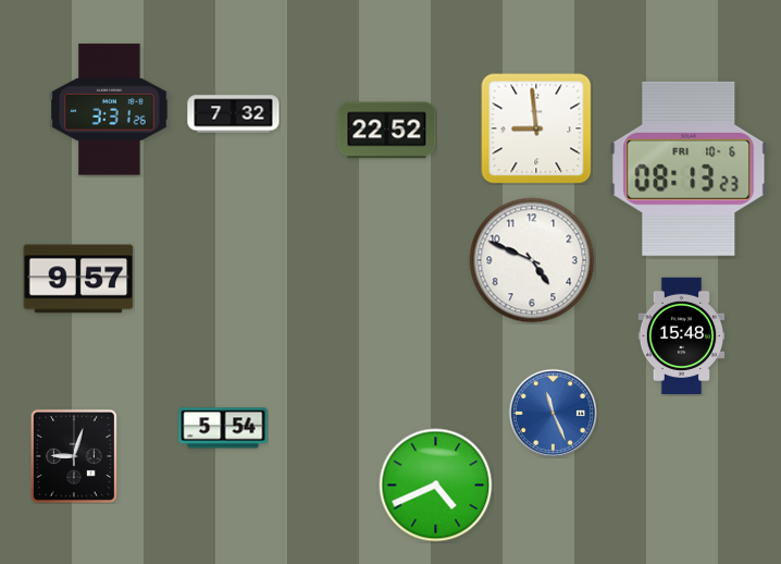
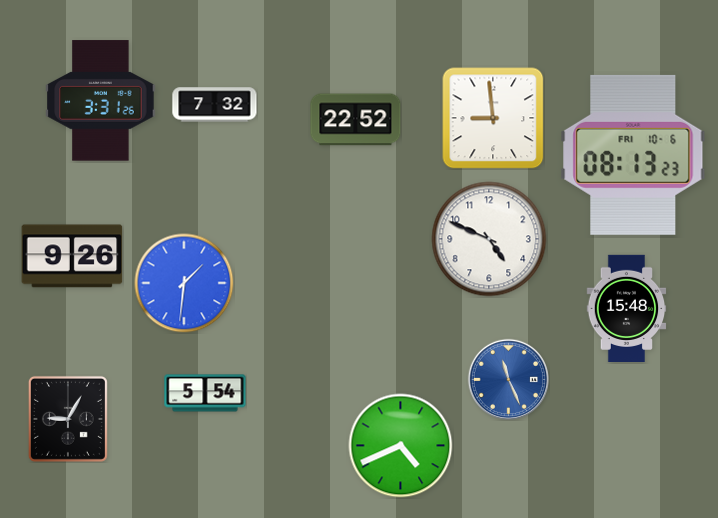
clock at (78, 279): 9:57 -> 9:26
clock at (184, 283): none -> 1:31
clock at (74, 456): 9:03 -> 9:05
